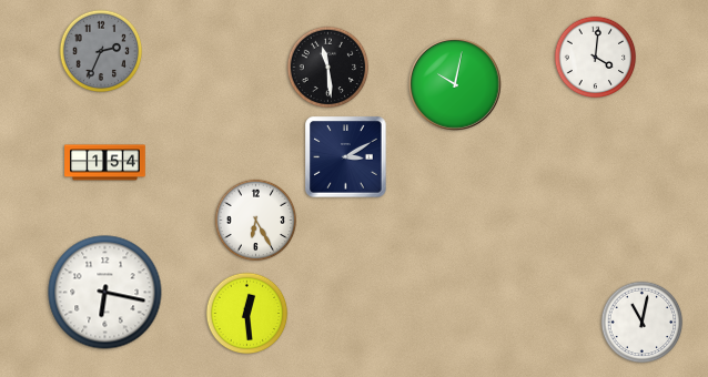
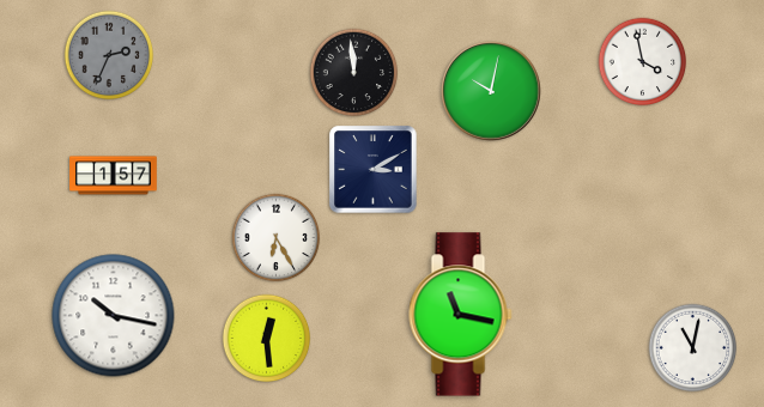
clock at (596, 58): 4:01 -> 3:58
clock at (328, 68): 11:29 -> 11:59
clock at (105, 163): 1:54 -> 1:57
clock at (461, 315): none -> 11:17
clock at (105, 293): 6:17 -> 10:17
